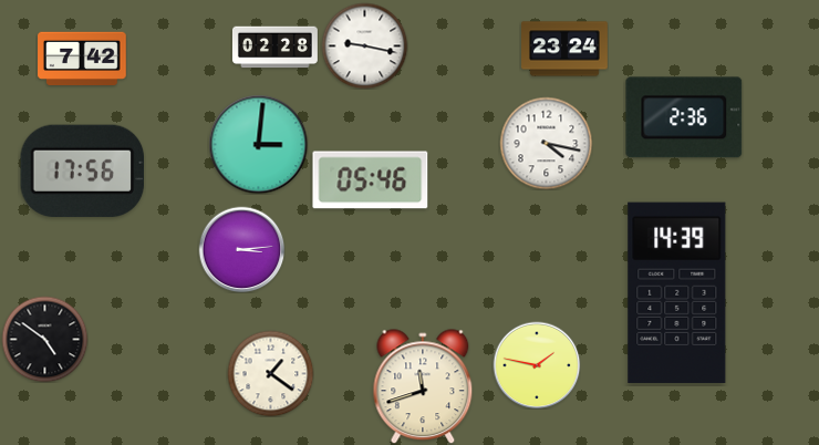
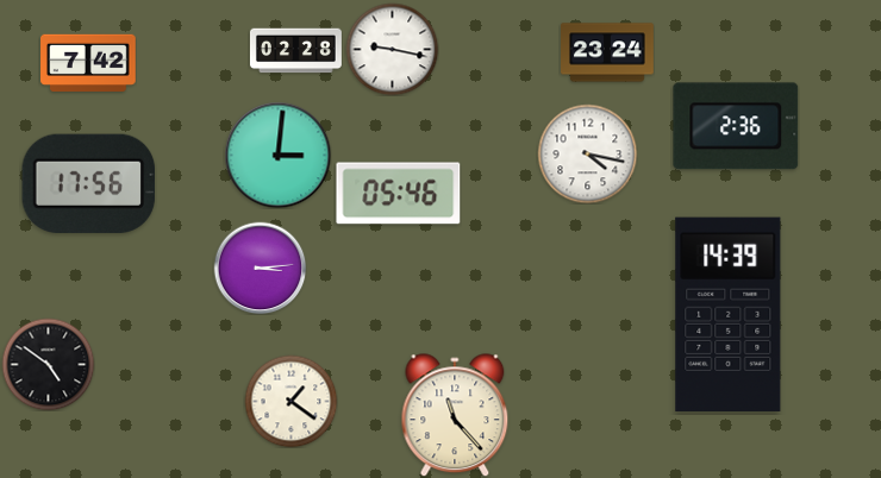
clock at (537, 365): 1:47 -> none
clock at (423, 386): 11:42 -> 11:23
